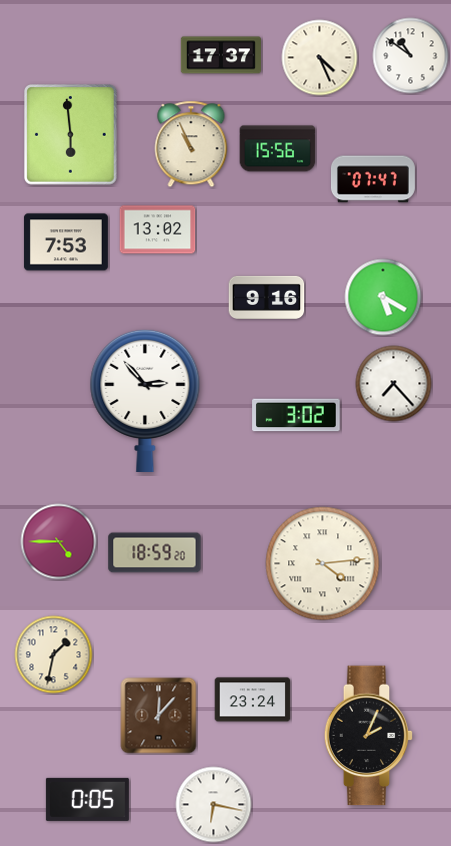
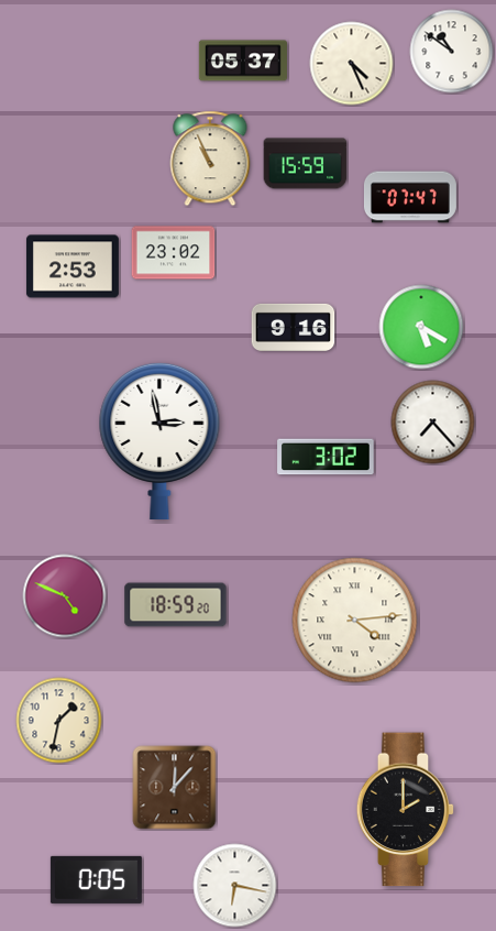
clock at (221, 55): 17:37 -> 05:37
clock at (411, 56) position: (411, 56) -> (452, 52)
clock at (71, 135): 5:59 -> none
clock at (278, 149): 15:56 -> 15:59
clock at (158, 230): 13:02 -> 23:02
clock at (66, 242): 7:53 -> 2:53
clock at (145, 400): 2:53 -> 2:58
clock at (59, 542): 4:45 -> 4:49
clock at (155, 553) position: (155, 553) -> (176, 605)
clock at (253, 700): 23:24 -> none
clock at (369, 736): 2:04 -> 2:00
